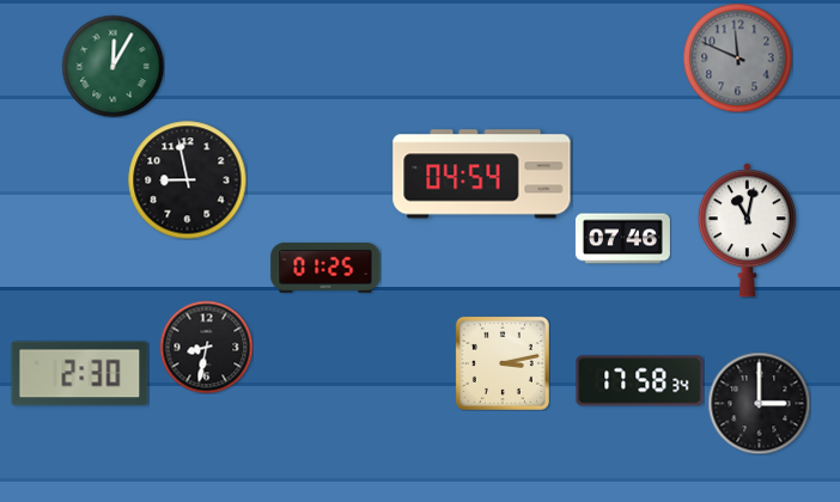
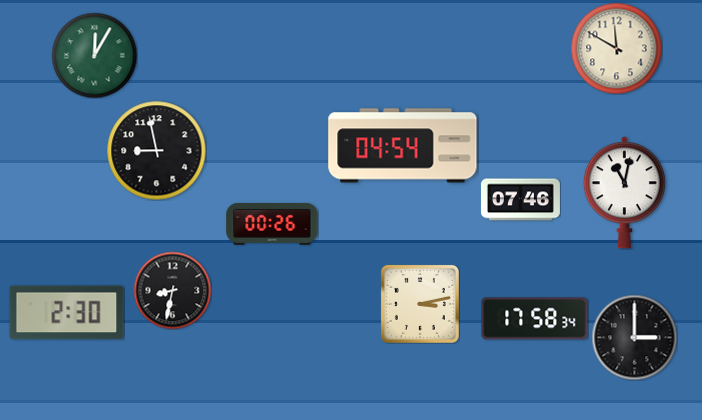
clock at (737, 57): 11:49 -> 11:50
clock at (737, 57) dial: grey -> cream
clock at (325, 268): 01:25 -> 00:26
